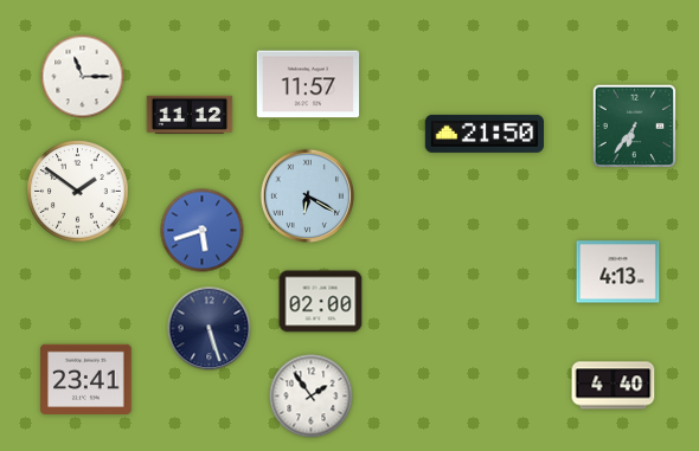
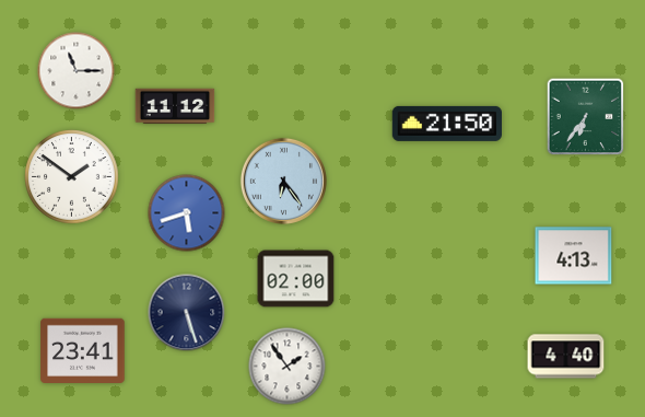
clock at (308, 84): 11:57 -> none
clock at (307, 195): 6:20 -> 6:24
clock at (618, 272) position: (618, 272) -> (574, 256)
clock at (210, 329) position: (210, 329) -> (187, 313)
clock at (86, 379) position: (86, 379) -> (83, 350)
